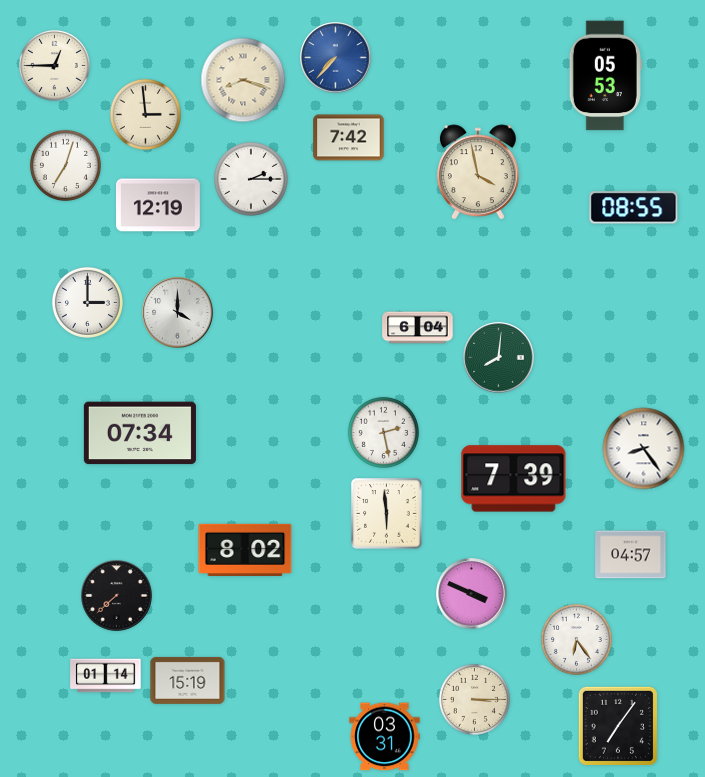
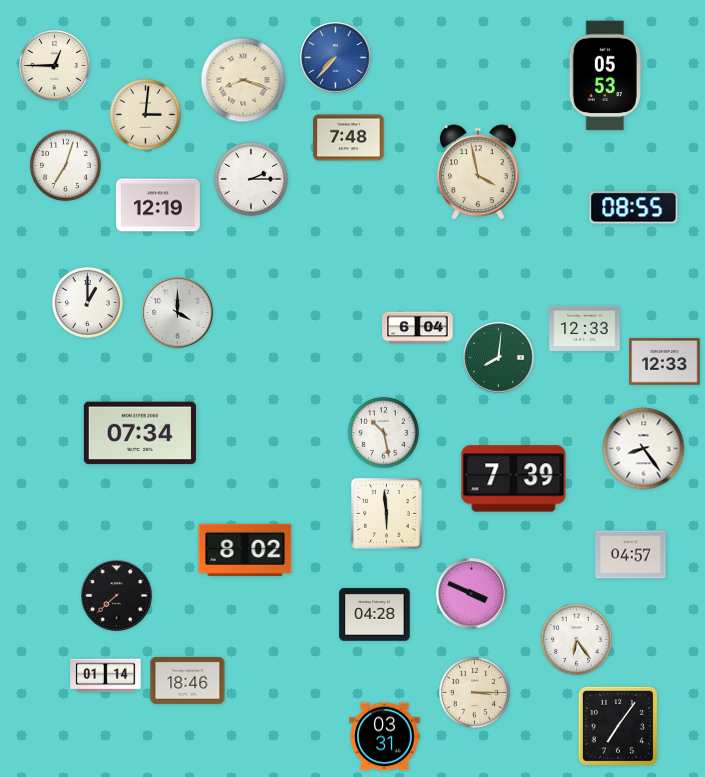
clock at (145, 114): 2:59 -> 3:01
clock at (349, 138): 7:42 -> 7:48
clock at (87, 302): 3:00 -> 1:00
clock at (585, 328): none -> 12:33
clock at (665, 362): none -> 12:33
clock at (383, 432): 2:28 -> 10:28
clock at (375, 615): none -> 04:28
clock at (188, 680): 15:19 -> 18:46
clock at (474, 699) position: (474, 699) -> (474, 692)
